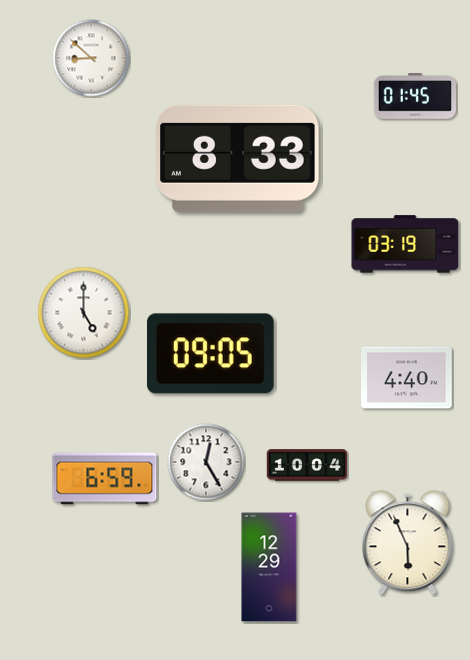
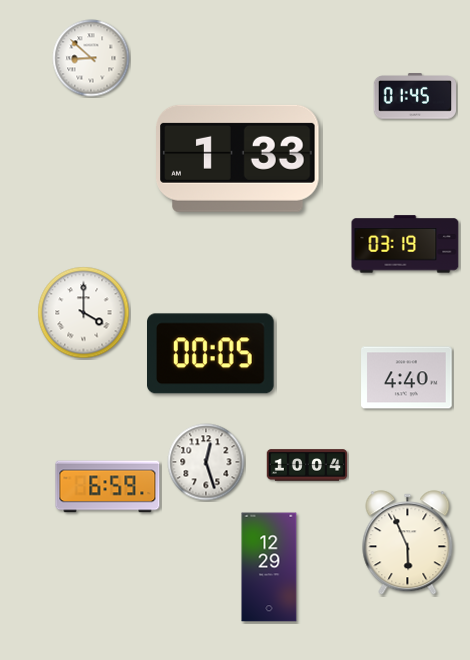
clock at (238, 158): 8:33 -> 1:33
clock at (84, 313): 5:00 -> 4:00
clock at (211, 354): 09:05 -> 00:05
clock at (206, 462): 12:25 -> 12:27
clock at (105, 479) position: (105, 479) -> (108, 487)
